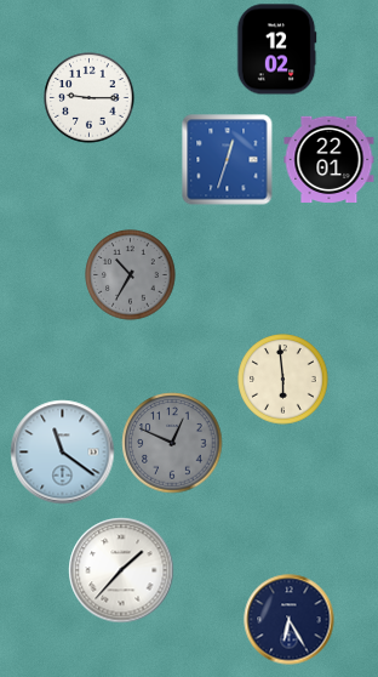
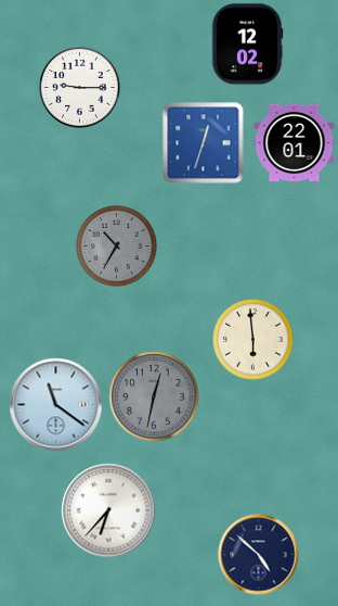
clock at (172, 443): 12:49 -> 12:32
clock at (121, 570): 1:37 -> 6:37
clock at (290, 620): 6:25 -> 4:52
